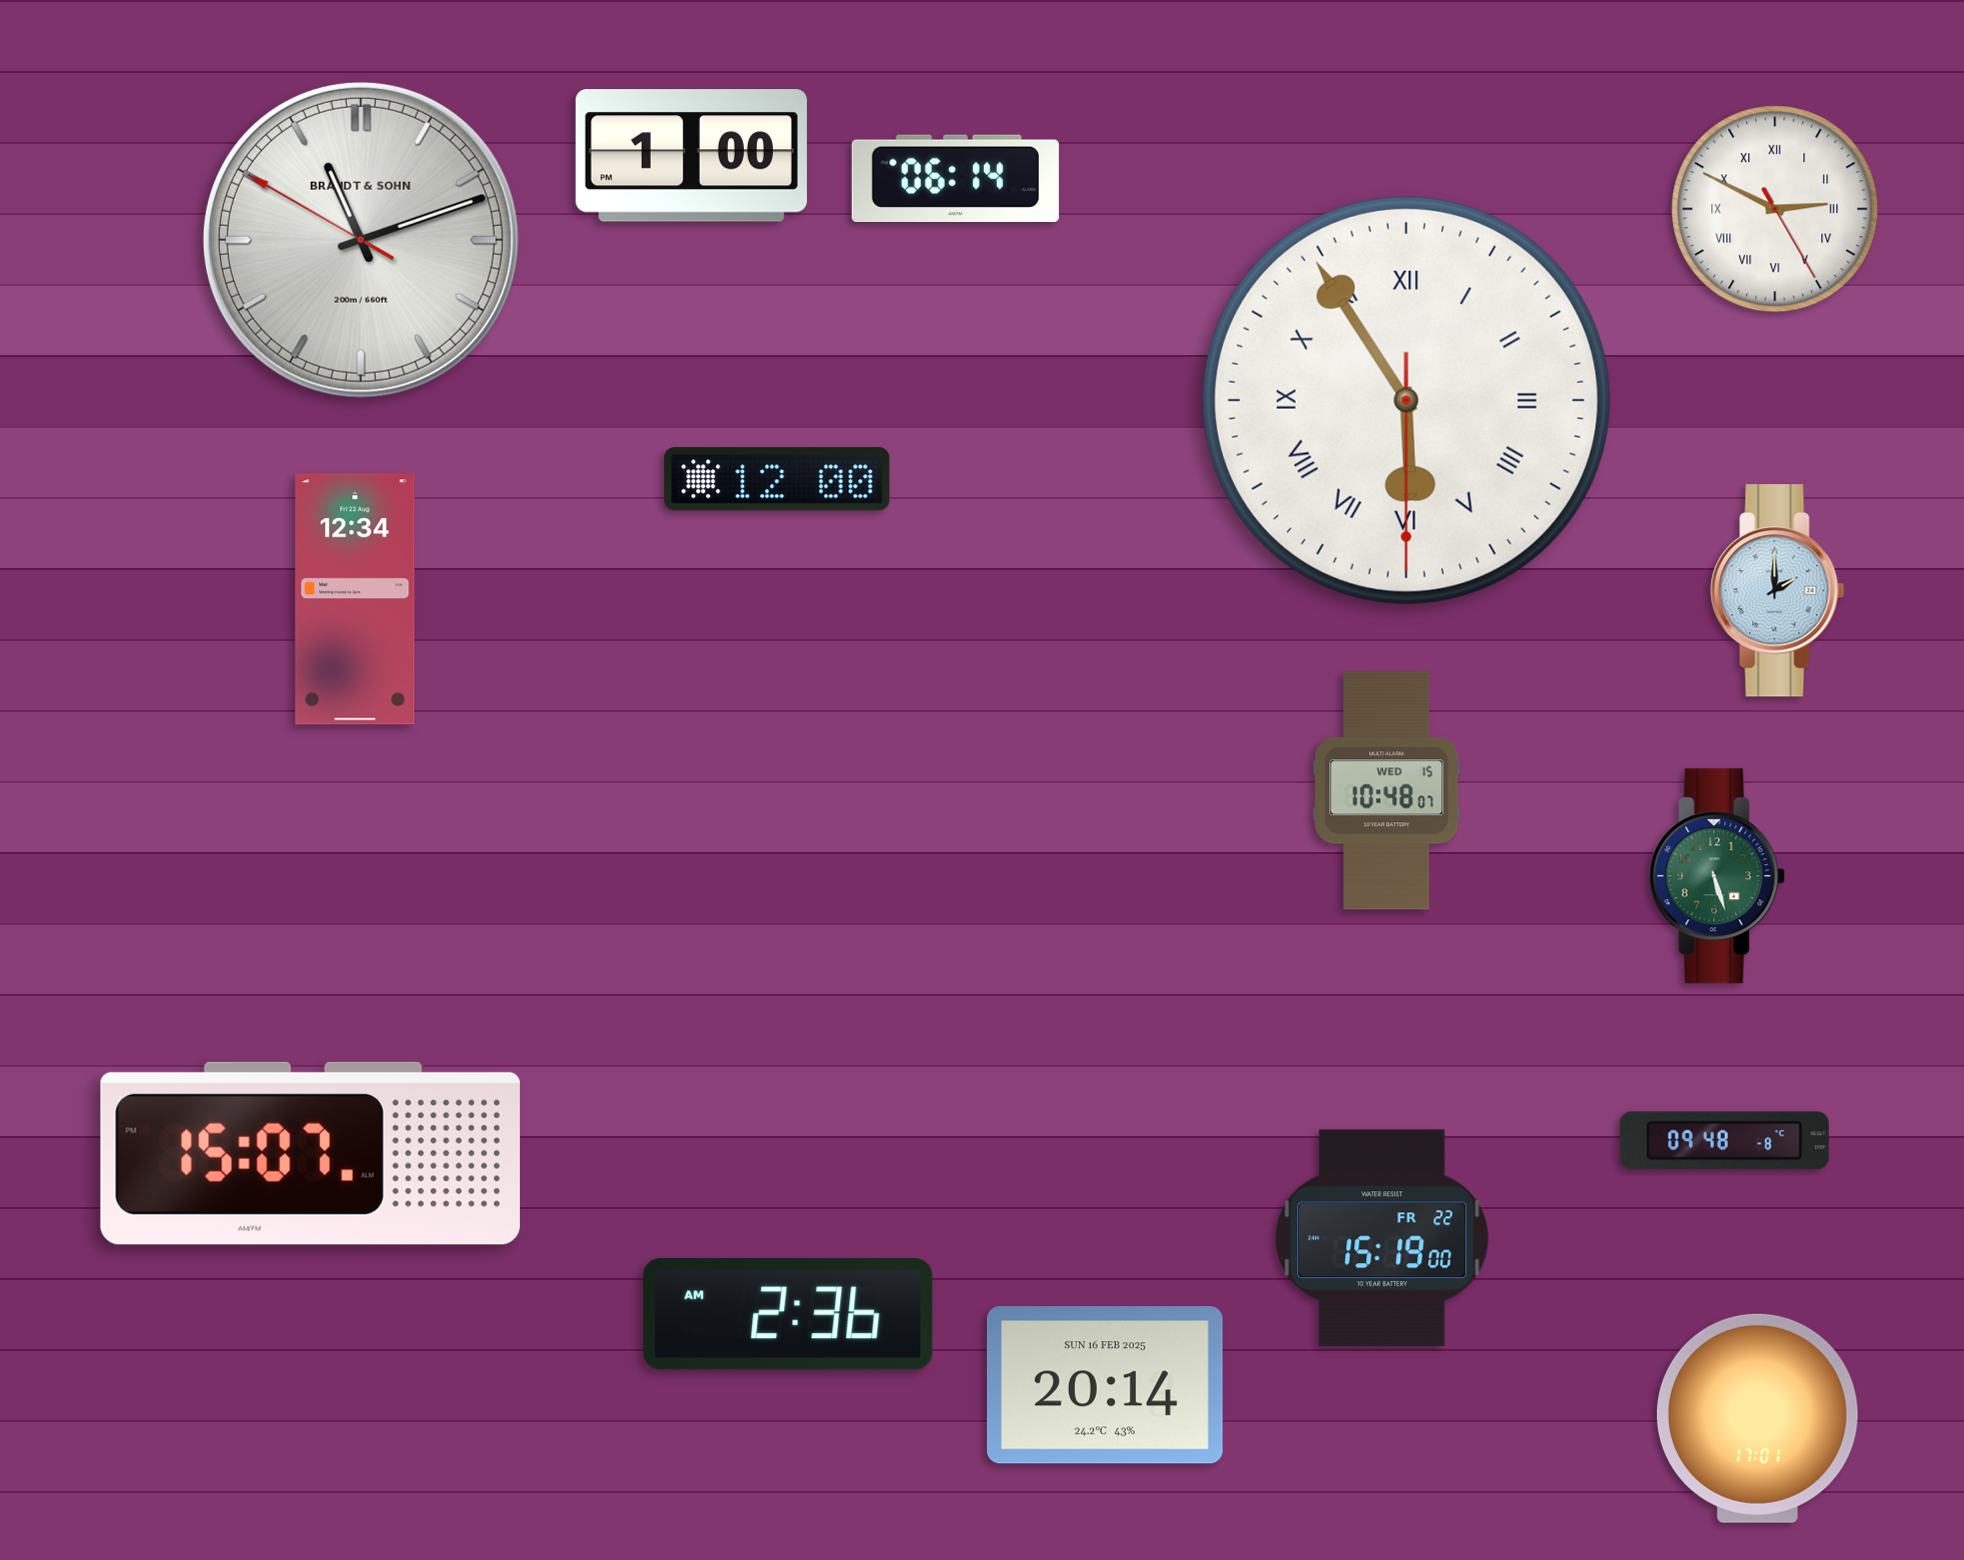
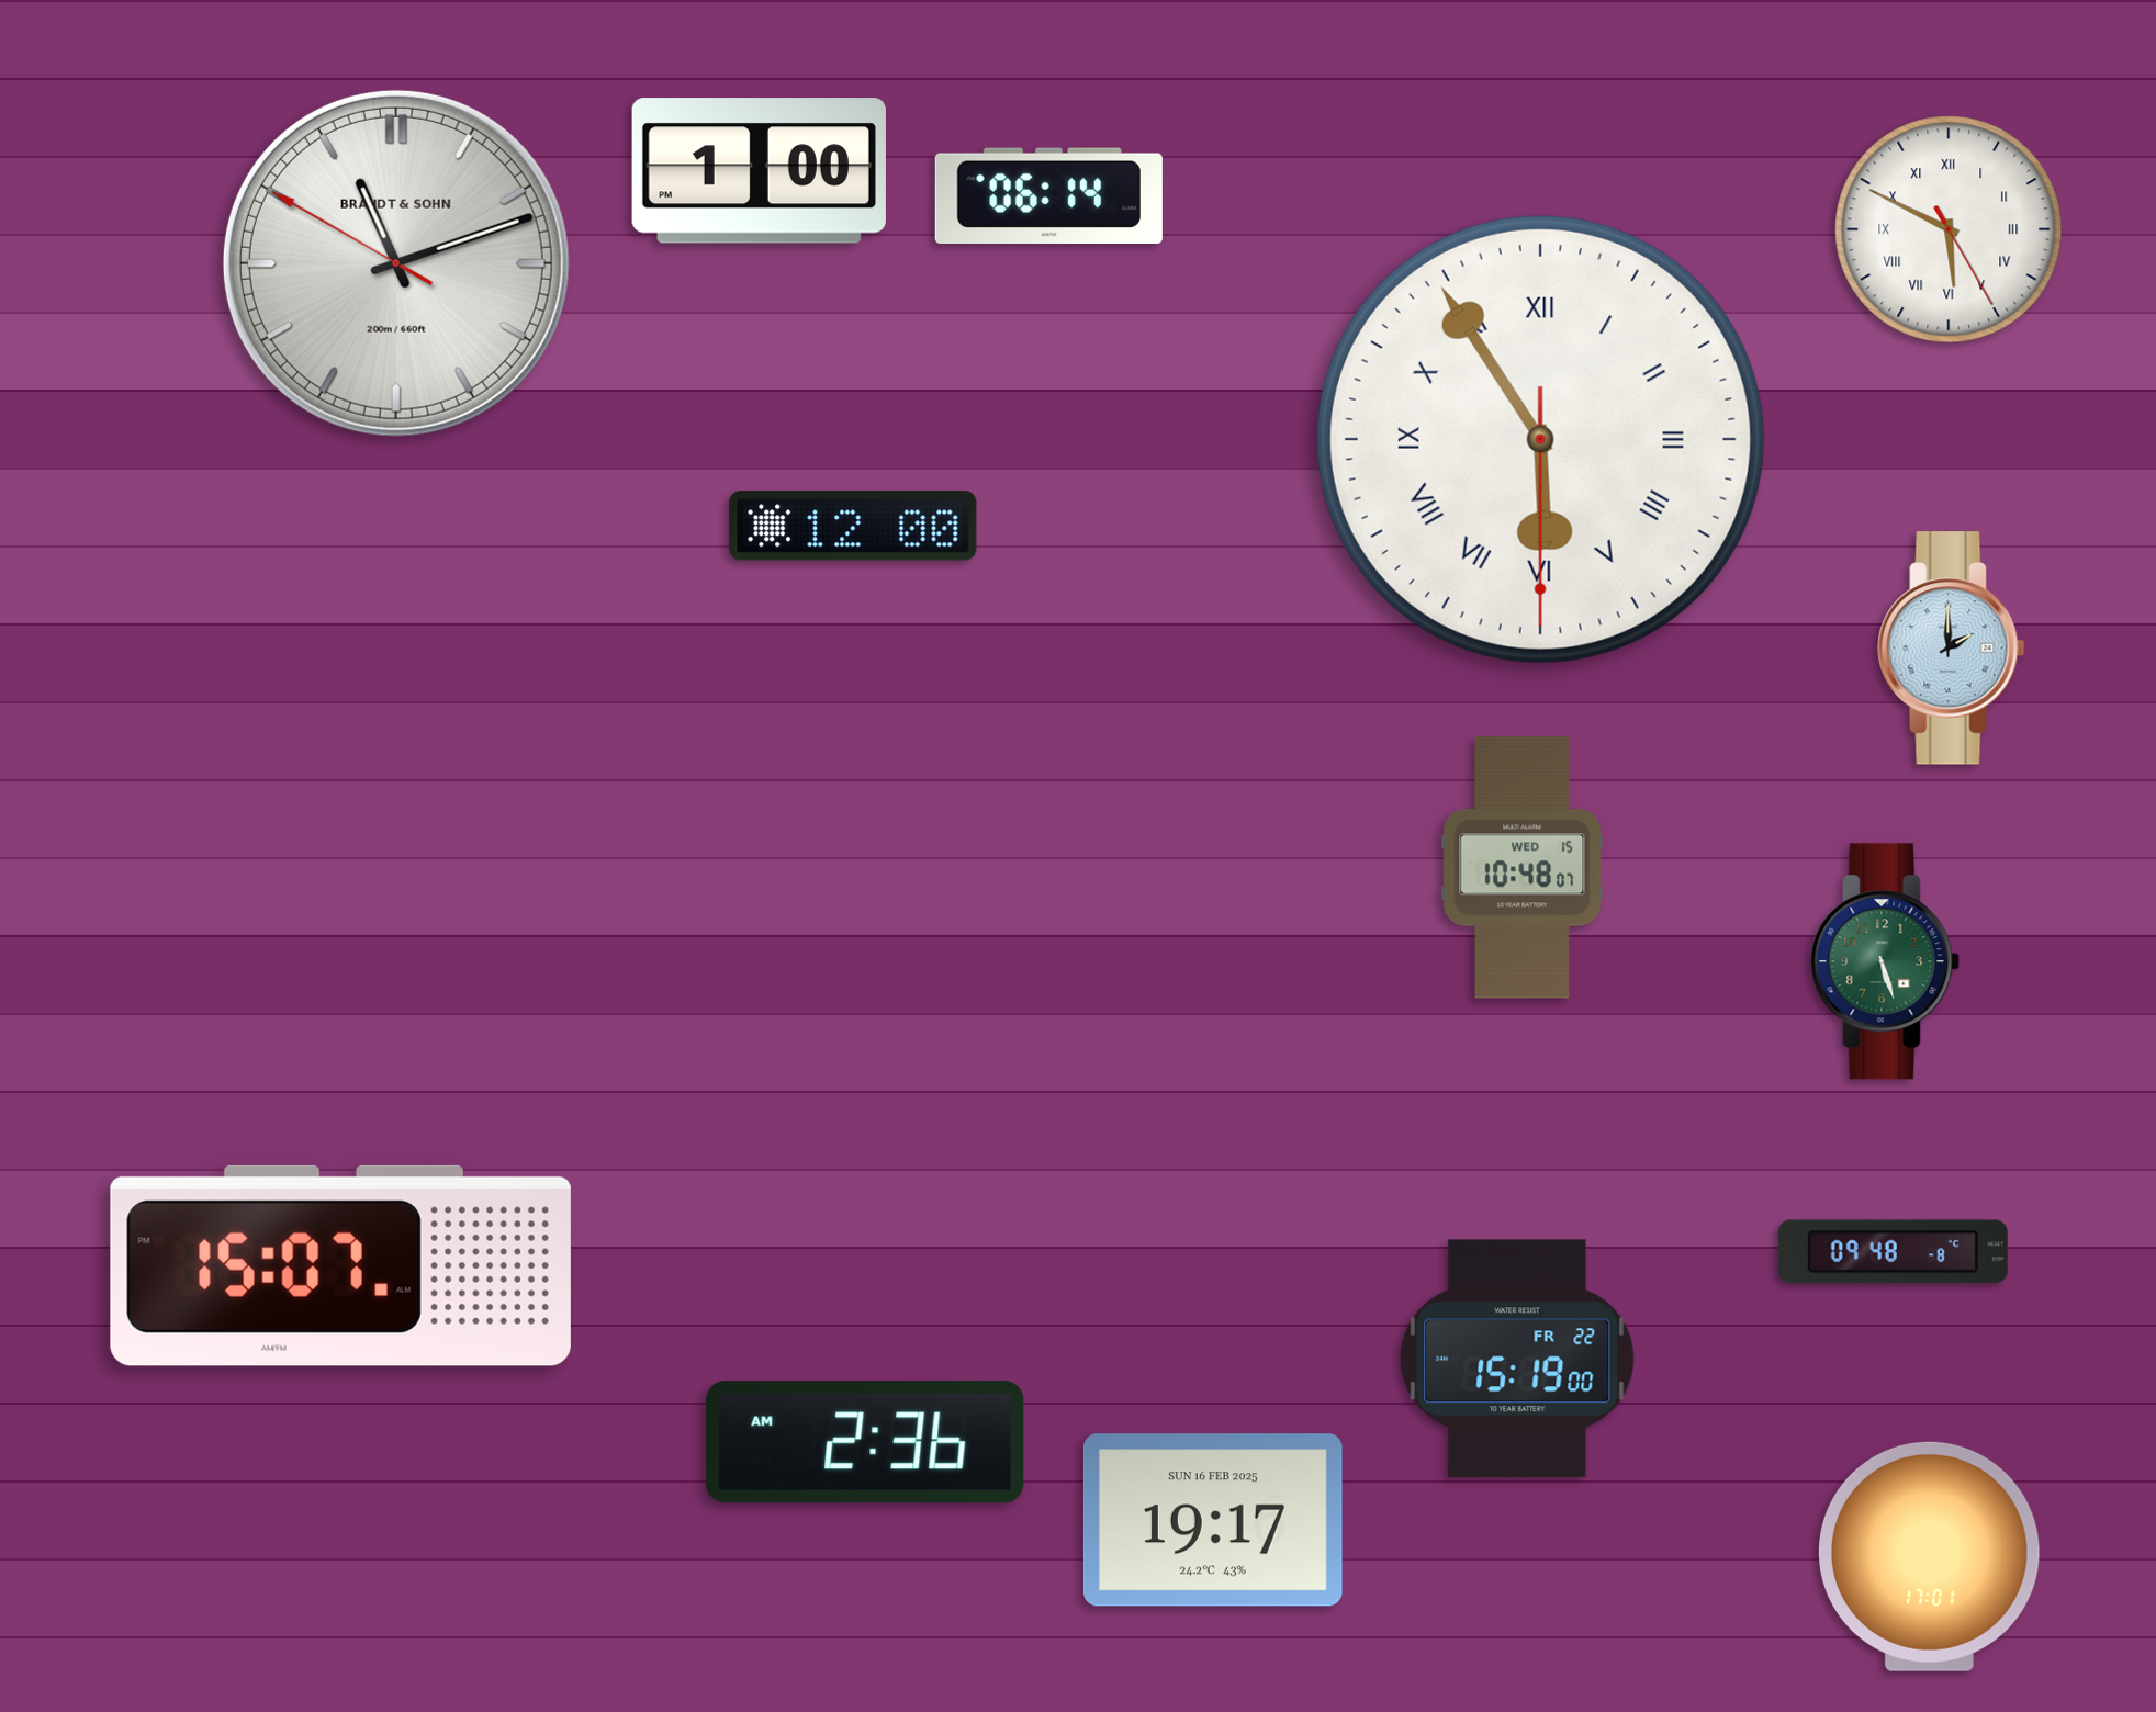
clock at (1775, 209): 2:49 -> 5:49
clock at (1406, 400) position: (1406, 400) -> (1540, 439)
clock at (355, 599): 12:34 -> none
clock at (1105, 1385): 20:14 -> 19:17
